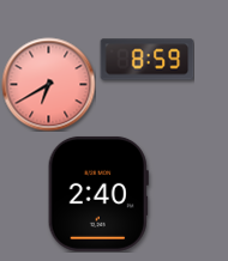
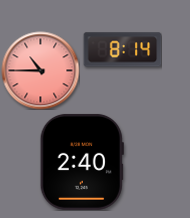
clock at (146, 60): 8:59 -> 8:14
clock at (48, 84): 6:40 -> 10:45
